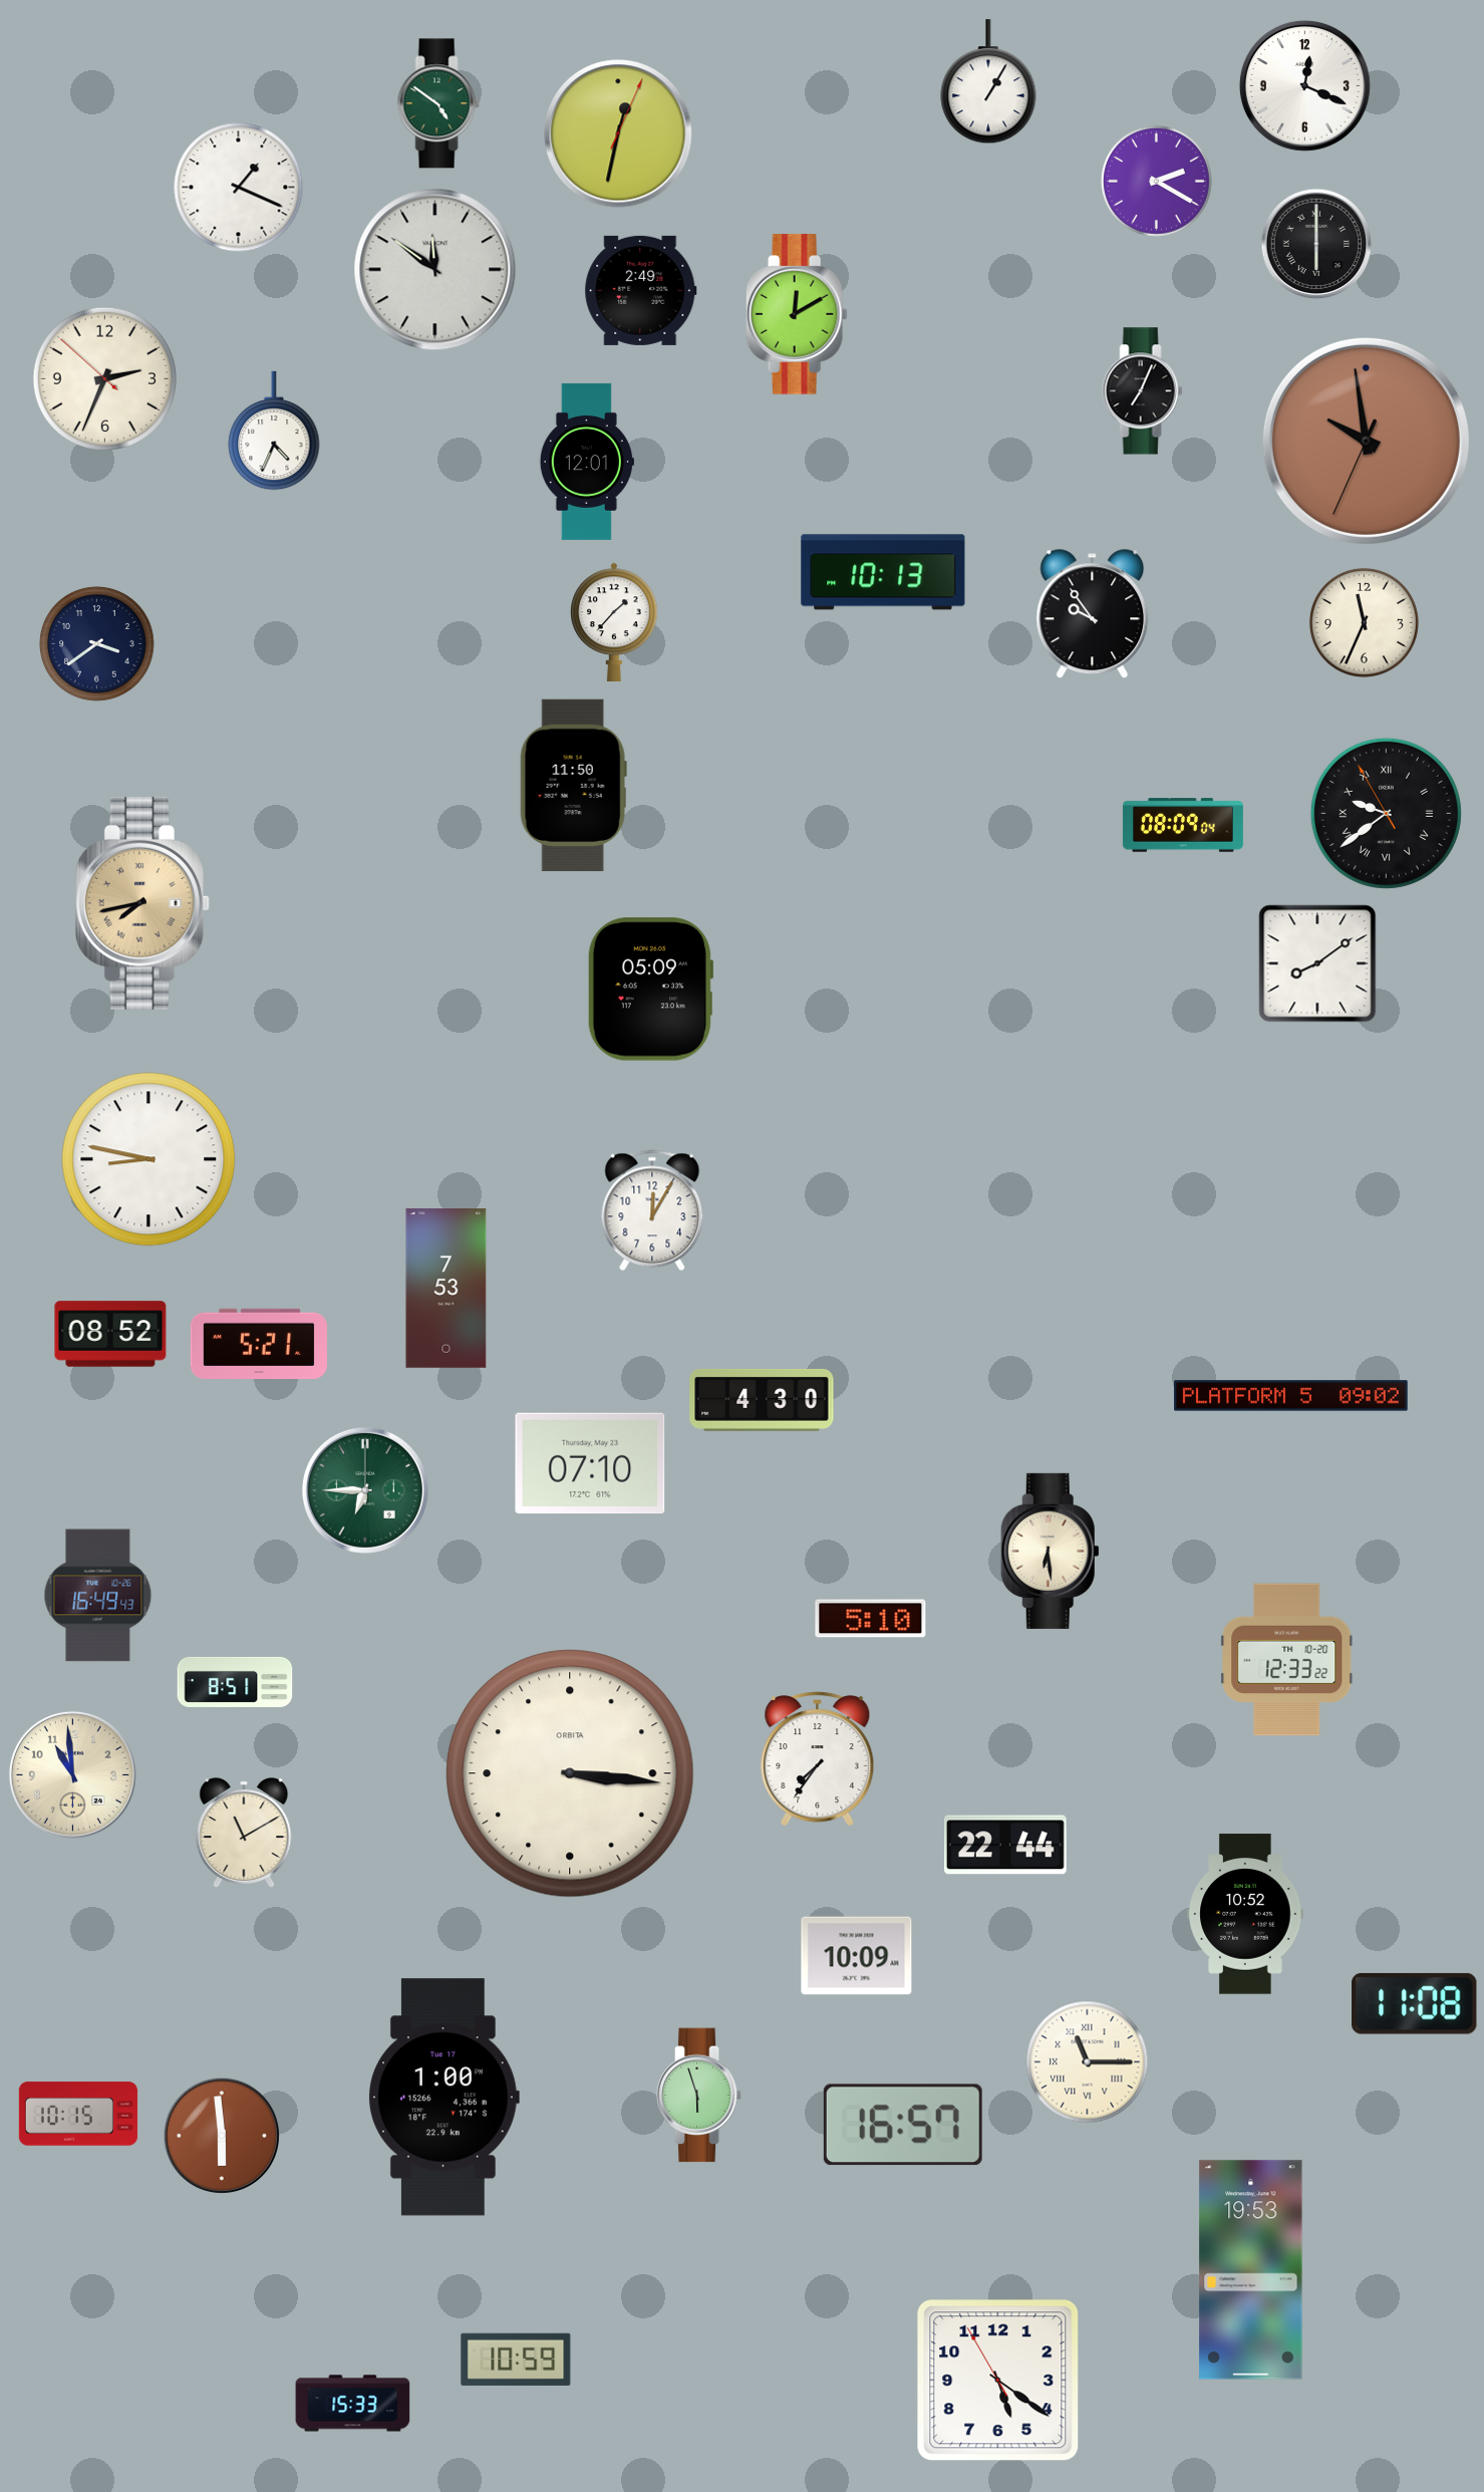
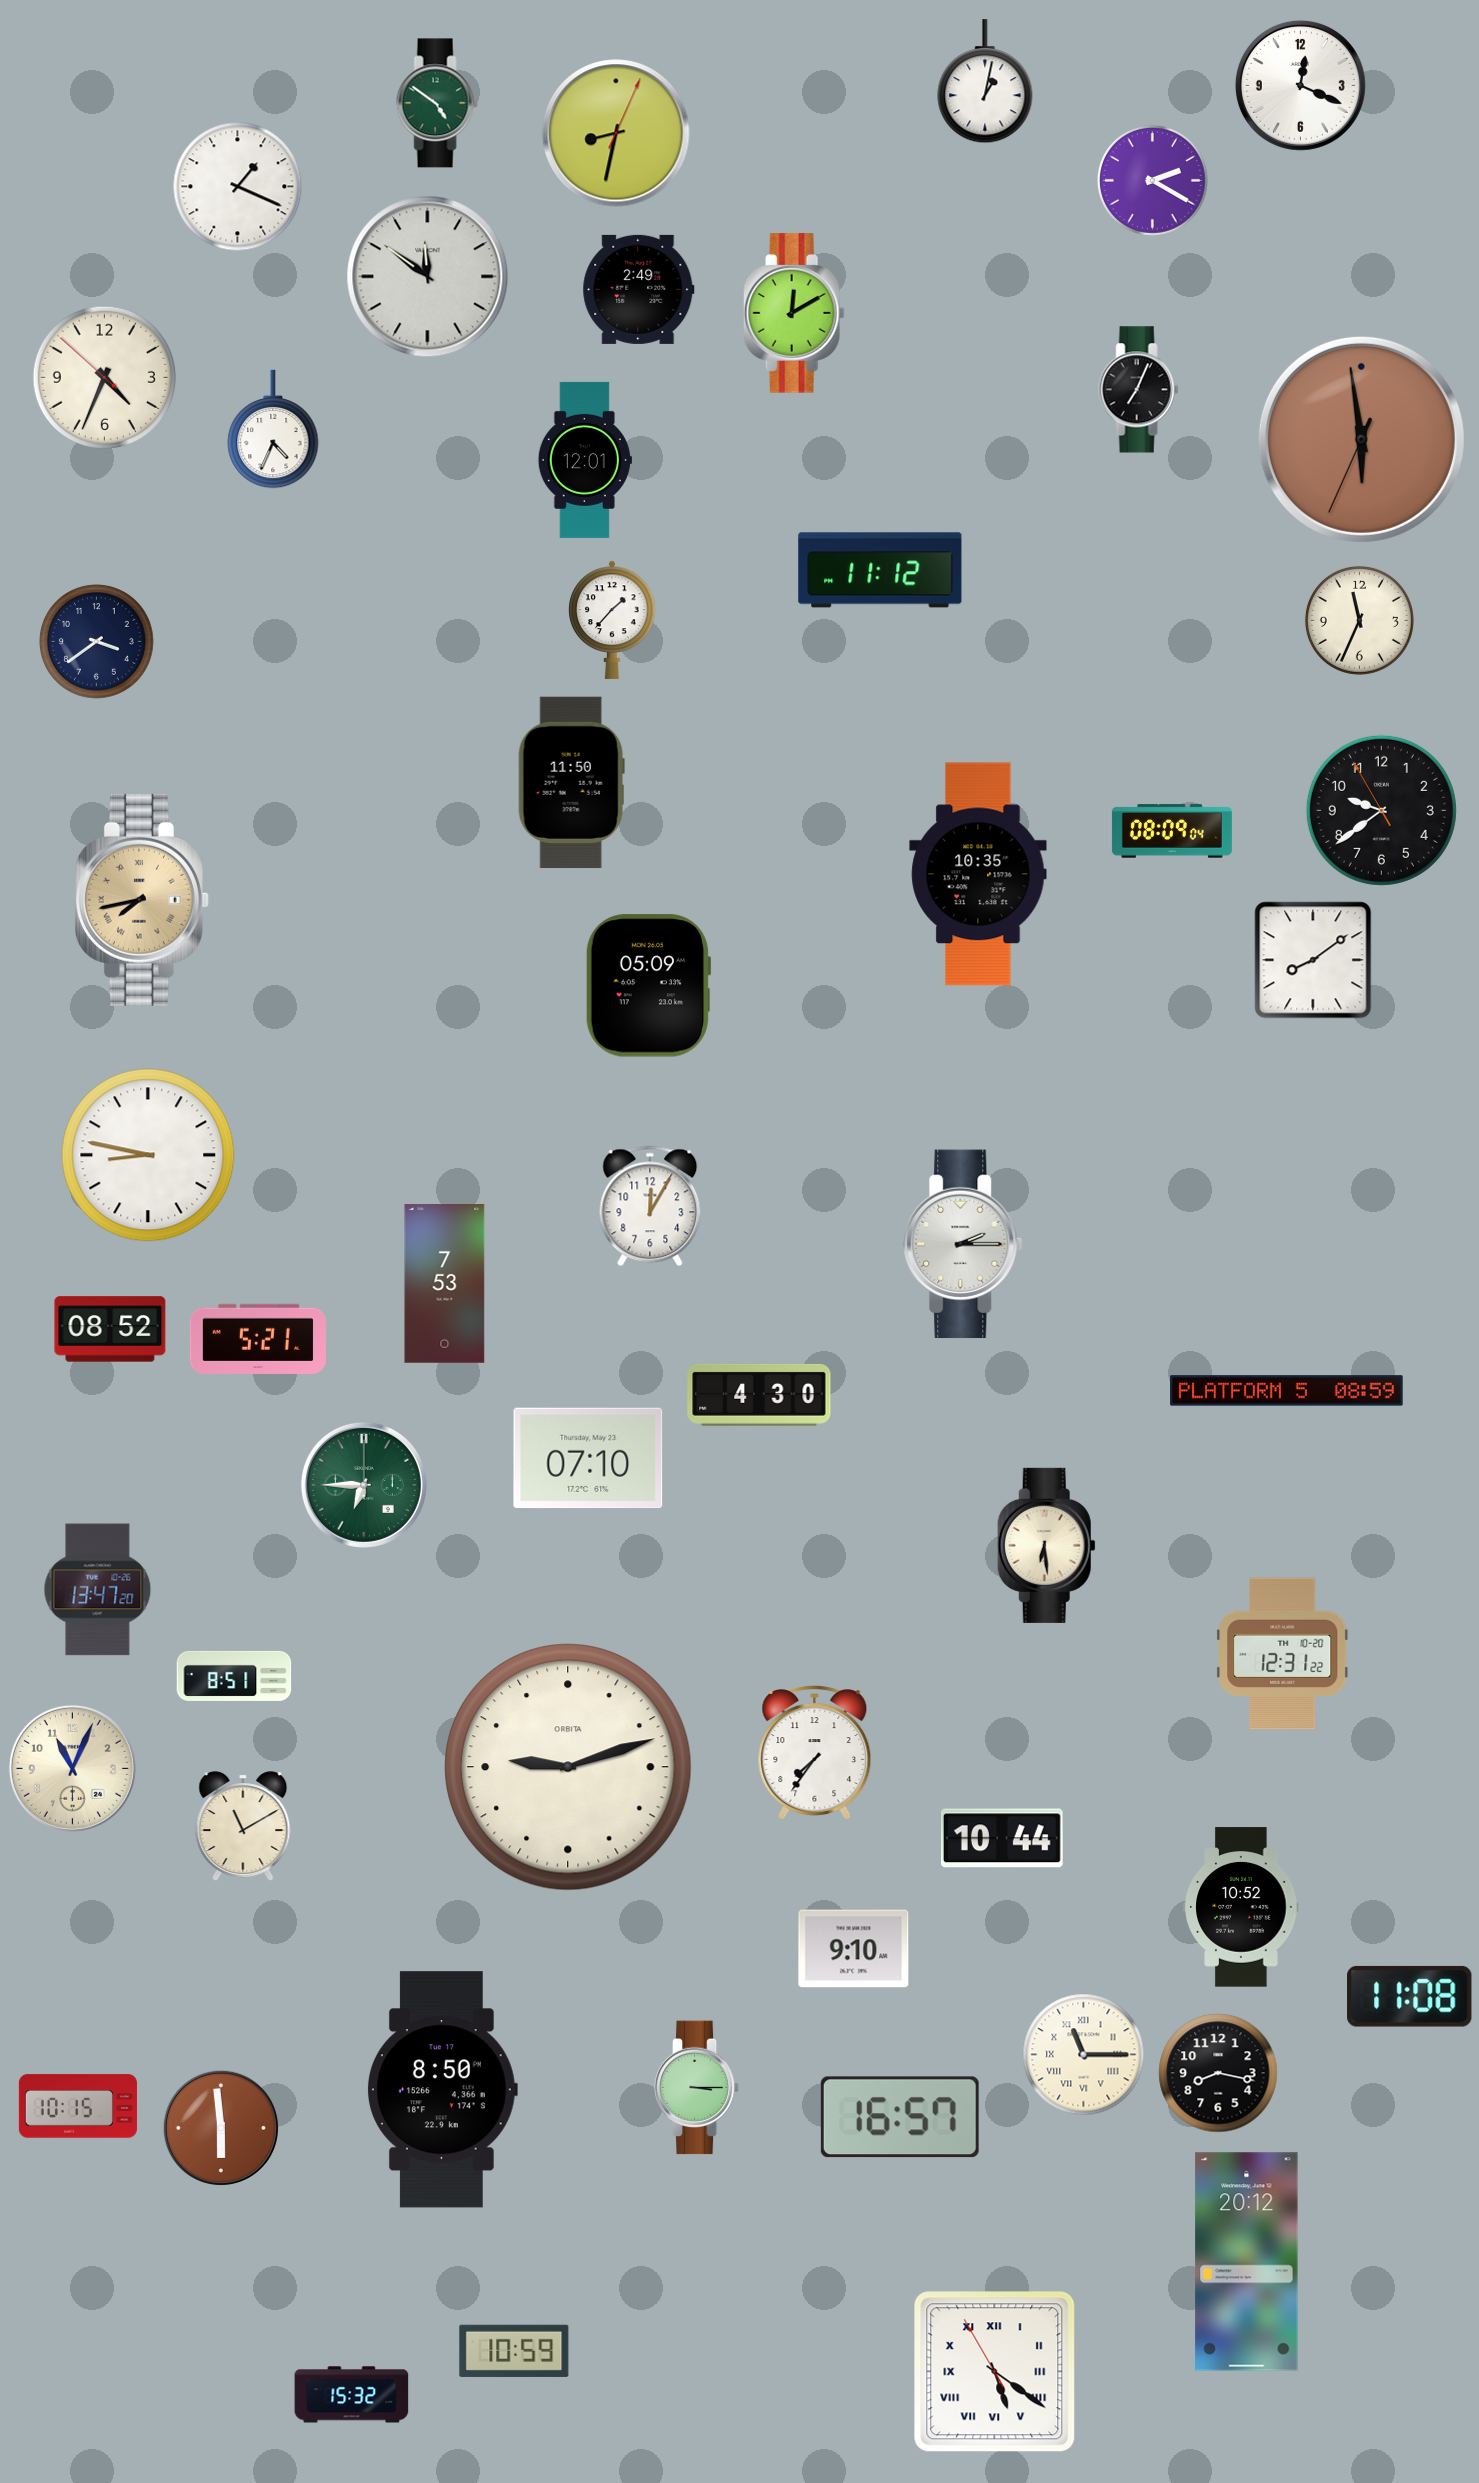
clock at (988, 82): 1:05 -> 1:02
clock at (618, 133): 12:32 -> 8:32
clock at (1316, 244): 6:00 -> none
clock at (435, 270) position: (435, 270) -> (428, 277)
clock at (104, 378): 2:33 -> 4:33
clock at (1366, 441): 9:58 -> 5:58
clock at (883, 572): 10:13 -> 11:12
clock at (1093, 614): 9:54 -> none
clock at (1386, 813) numerals: Roman -> Arabic
clock at (1183, 825) position: (1183, 825) -> (1172, 831)
clock at (978, 874): none -> 10:35
clock at (963, 1244): none -> 2:15
clock at (1291, 1396): 09:02 -> 08:59
clock at (98, 1596): 16:49 -> 13:47
clock at (871, 1619): 5:10 -> none
clock at (1287, 1660): 12:33 -> 12:31
clock at (570, 1773): 3:16 -> 9:12
clock at (72, 1774): 10:59 -> 11:04
clock at (1006, 1845): 22:44 -> 10:44
clock at (857, 1956): 10:09 -> 9:10
clock at (1218, 2073): none -> 8:17
clock at (699, 2096): 5:57 -> 3:15
clock at (443, 2098): 1:00 -> 8:50
clock at (1251, 2270): 19:53 -> 20:12
clock at (998, 2381) numerals: Arabic -> Roman
clock at (353, 2404): 15:33 -> 15:32
